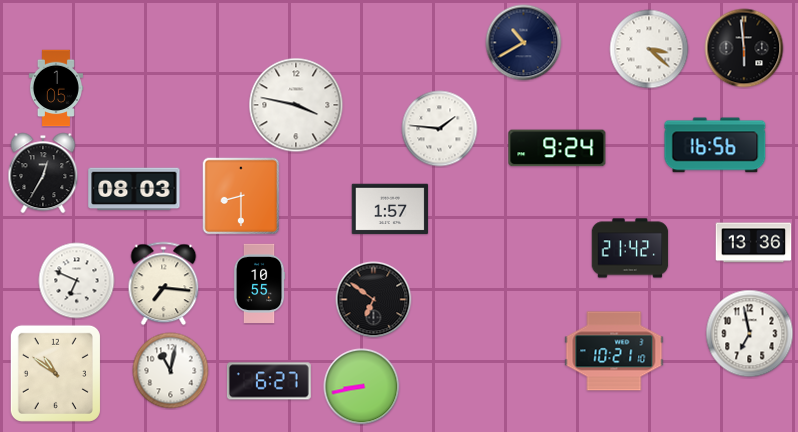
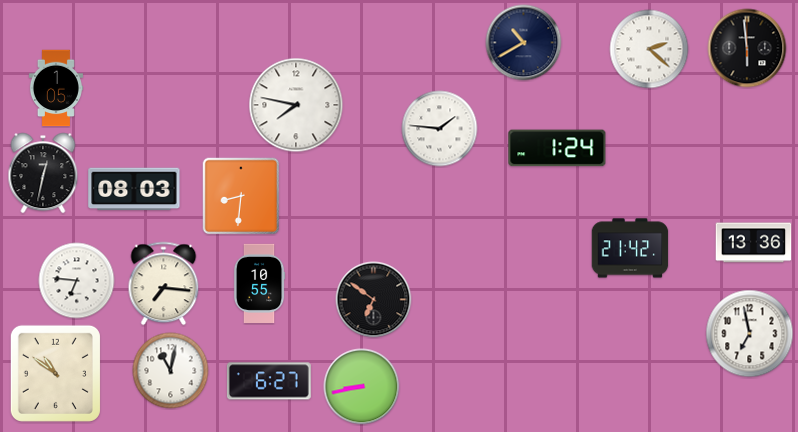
clock at (744, 48) position: (744, 48) -> (747, 48)
clock at (649, 49): 3:22 -> 2:22
clock at (296, 105): 3:47 -> 7:47
clock at (715, 145): 16:56 -> none
clock at (557, 148): 9:24 -> 1:24
clock at (43, 173): 12:35 -> 12:32
clock at (241, 196): 8:30 -> 8:31
clock at (390, 209): 1:57 -> none
clock at (77, 281): 6:49 -> 6:46
clock at (614, 351): 10:21 -> none
